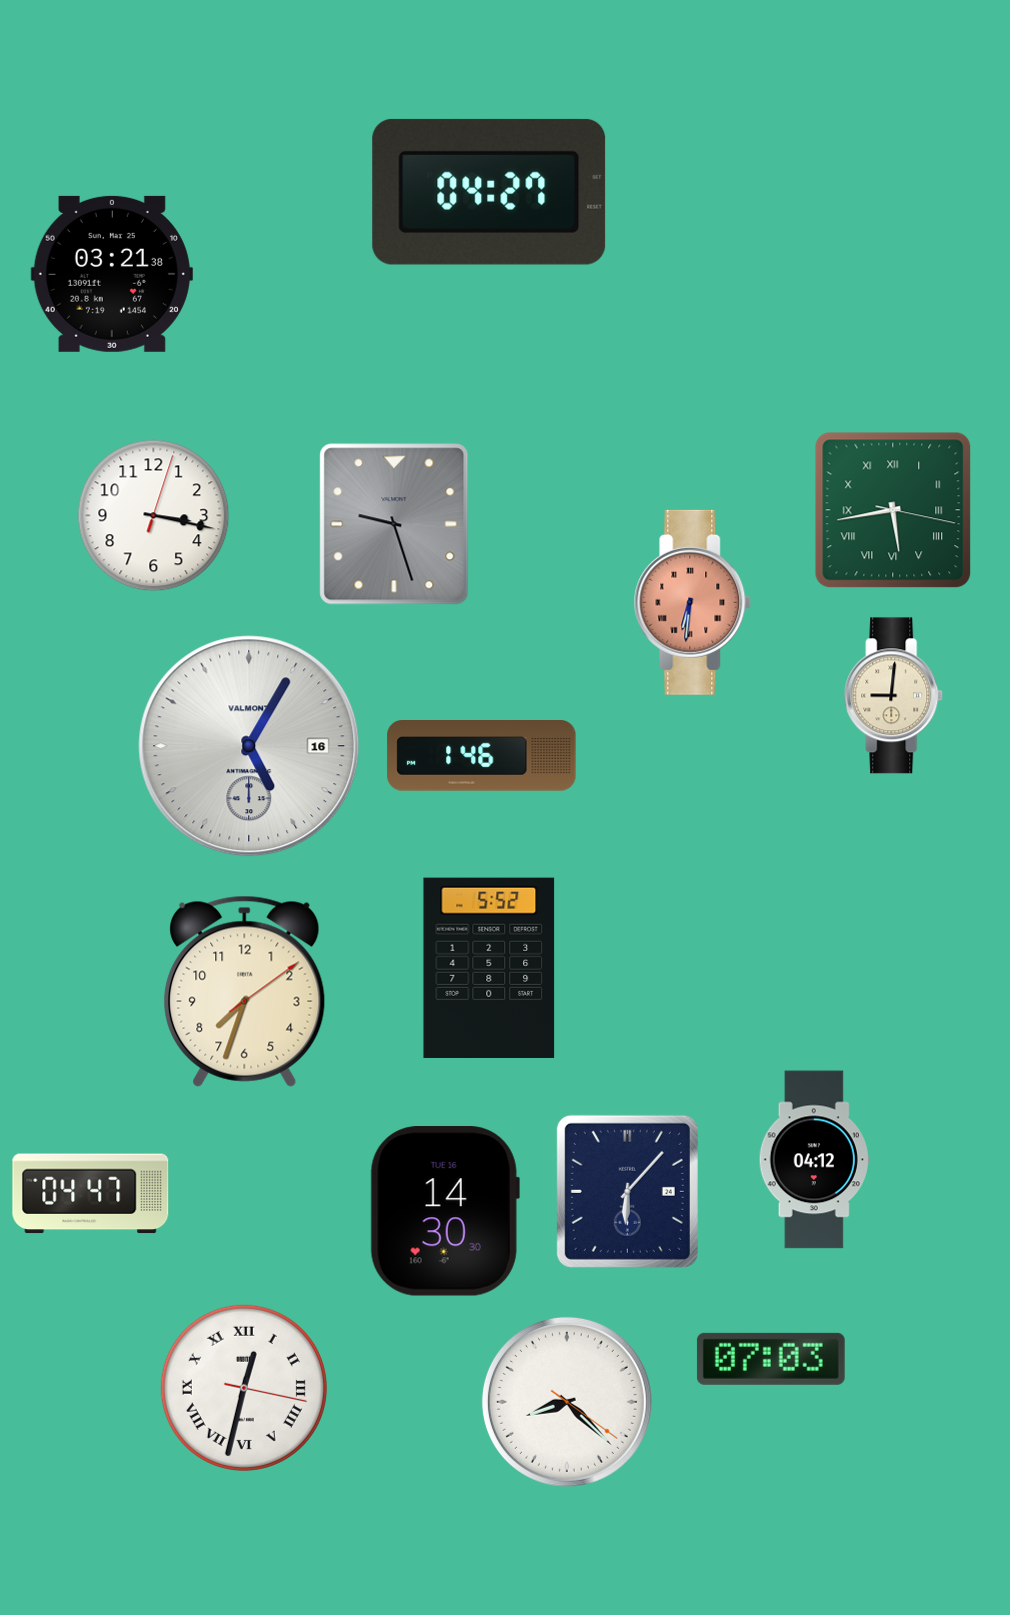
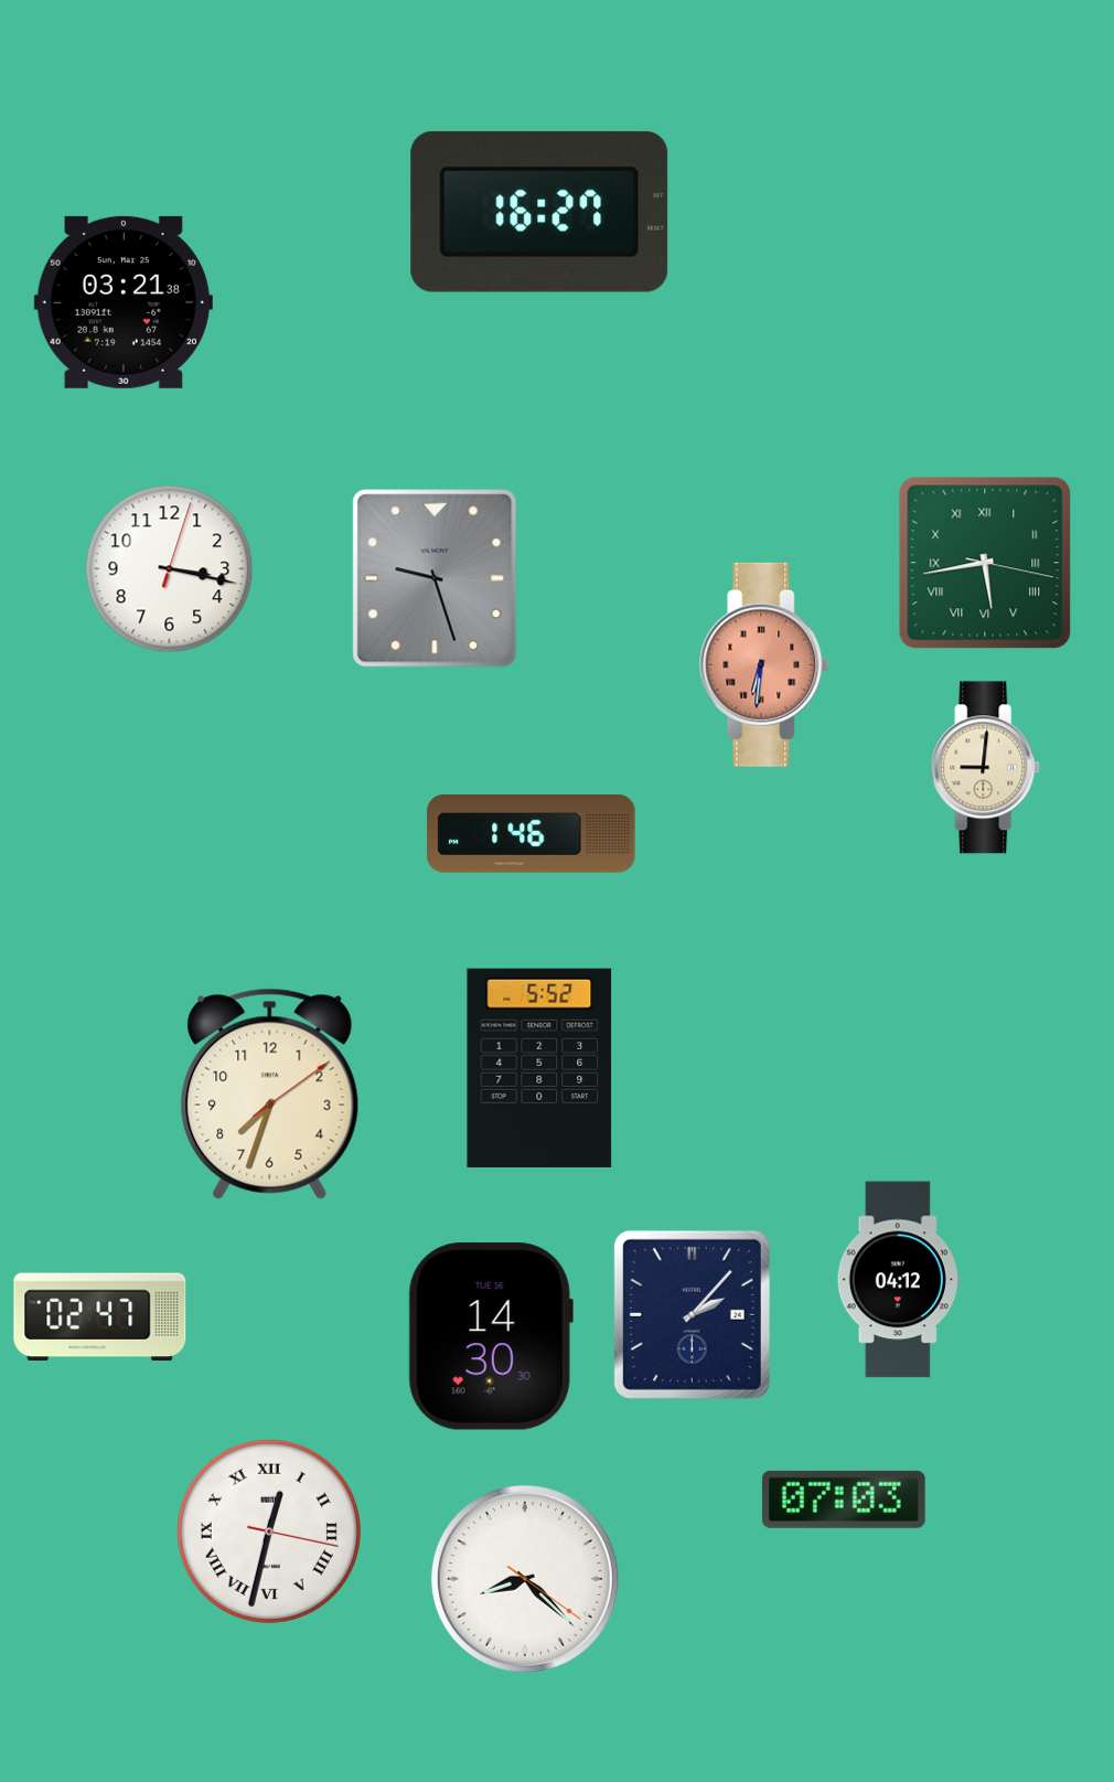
clock at (489, 192): 04:27 -> 16:27
clock at (249, 746): 5:05 -> none
clock at (627, 1191): 6:07 -> 2:07
clock at (91, 1194): 04:47 -> 02:47
clock at (771, 1359) position: (771, 1359) -> (844, 1500)
clock at (567, 1402) position: (567, 1402) -> (525, 1579)
